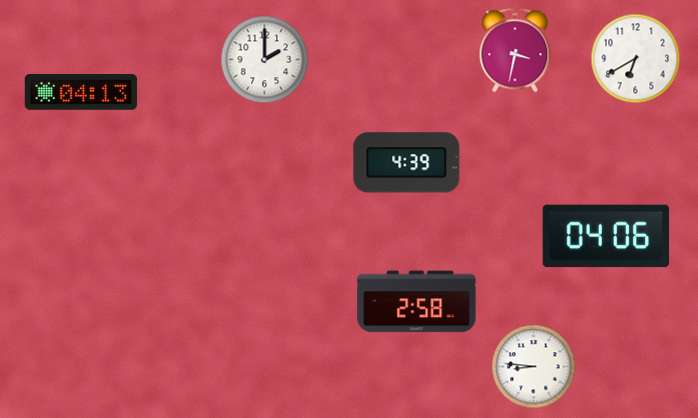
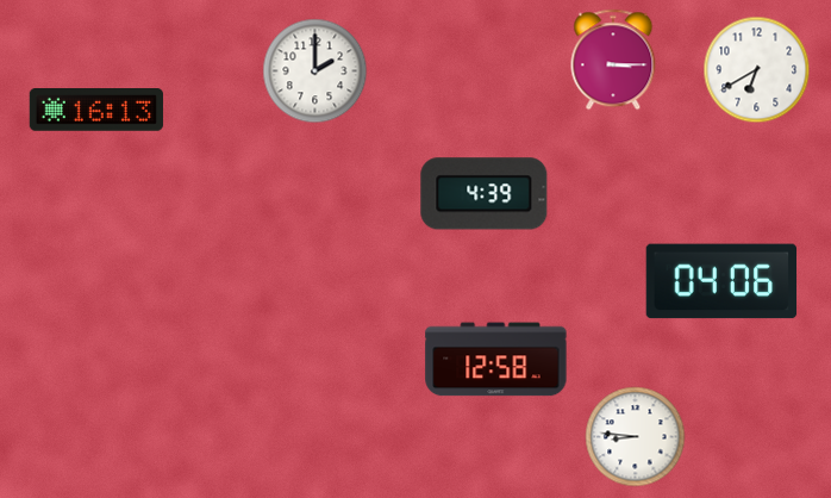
clock at (515, 50): 3:32 -> 3:15
clock at (81, 93): 04:13 -> 16:13
clock at (417, 302): 2:58 -> 12:58
